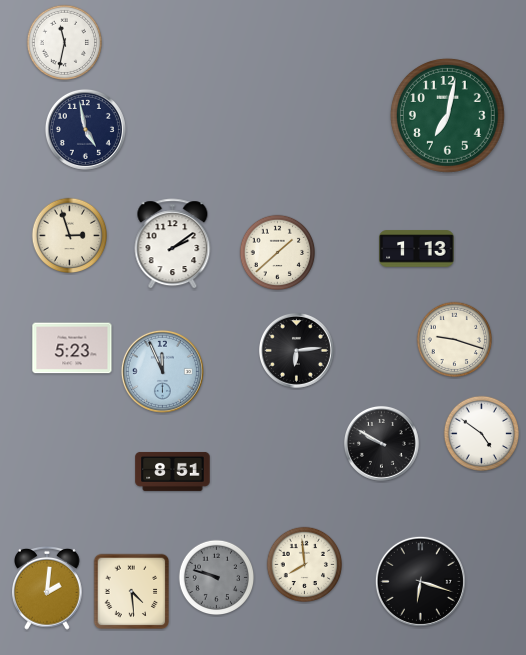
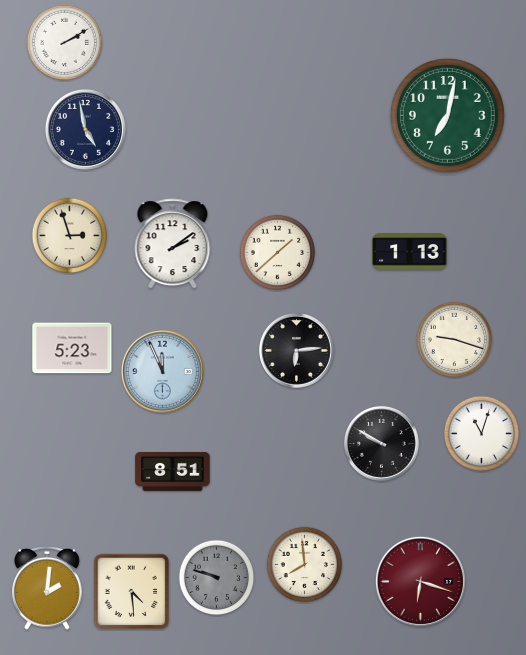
clock at (65, 43): 11:32 -> 2:10
clock at (417, 249) position: (417, 249) -> (410, 252)
clock at (482, 434): 4:51 -> 11:03
clock at (420, 581) dial: black -> burgundy
